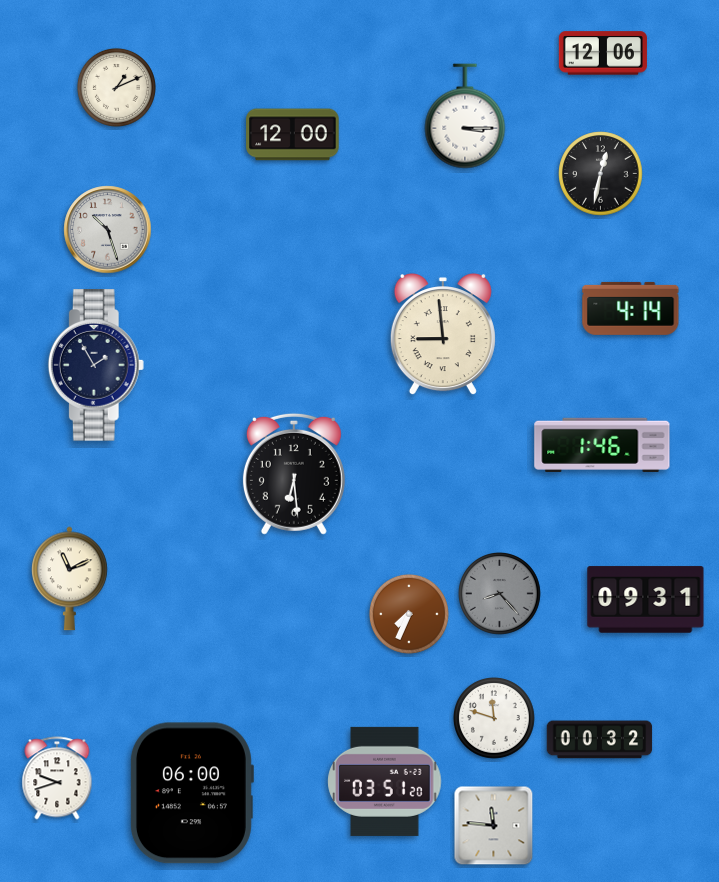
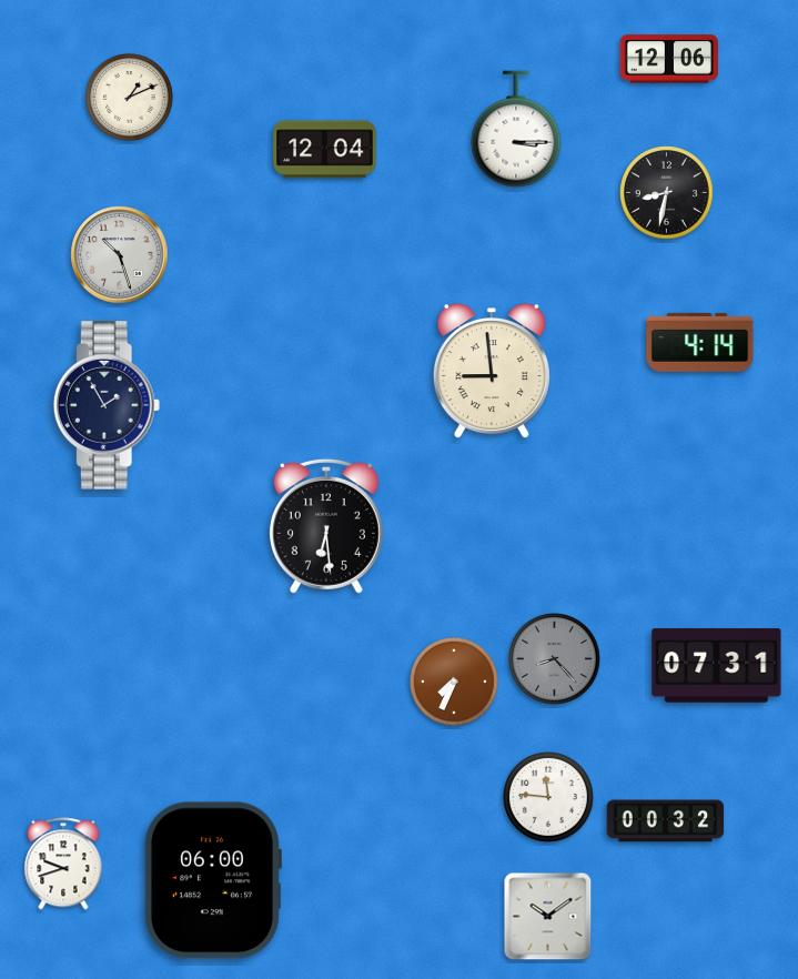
clock at (293, 135): 12:00 -> 12:04
clock at (601, 174): 12:32 -> 8:32
clock at (602, 445): 1:46 -> none
clock at (70, 579): 11:11 -> none
clock at (646, 600): 09:31 -> 07:31
clock at (495, 719): 11:48 -> 11:46
clock at (385, 781): 03:51 -> none
clock at (494, 826): 11:46 -> 10:09
